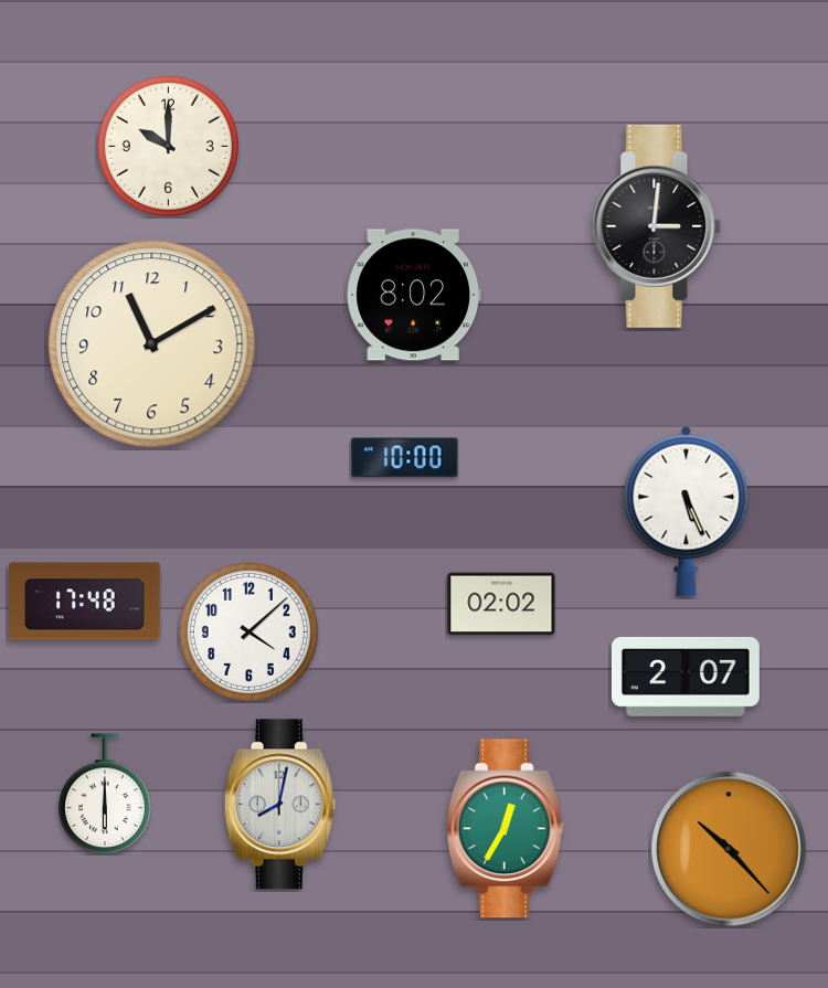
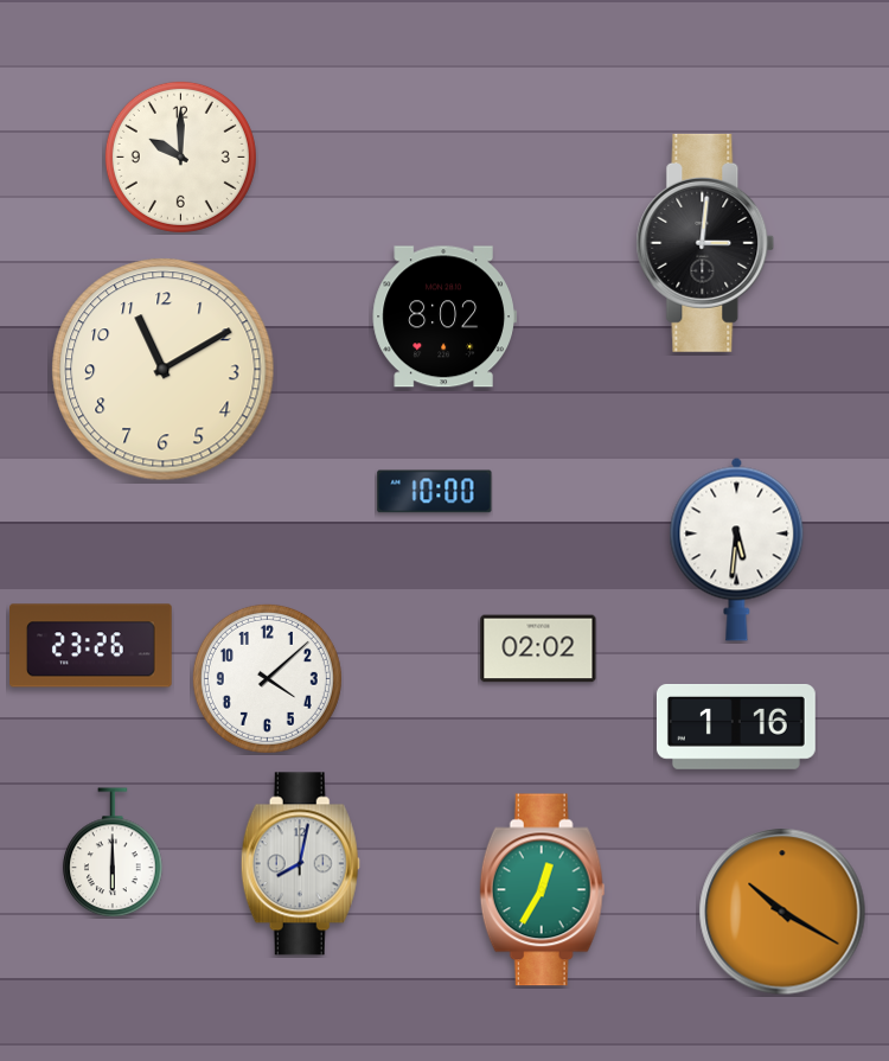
clock at (687, 511): 5:26 -> 5:31
clock at (85, 602): 17:48 -> 23:26
clock at (686, 677): 2:07 -> 1:16
clock at (729, 849): 10:23 -> 10:20
